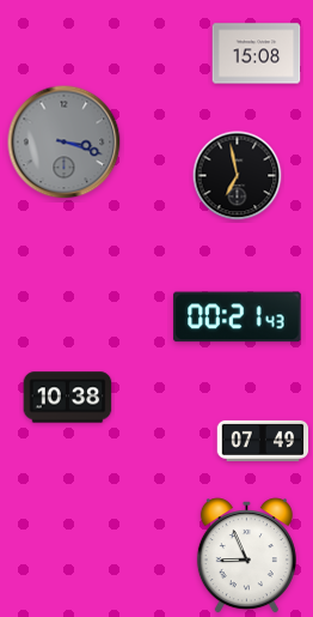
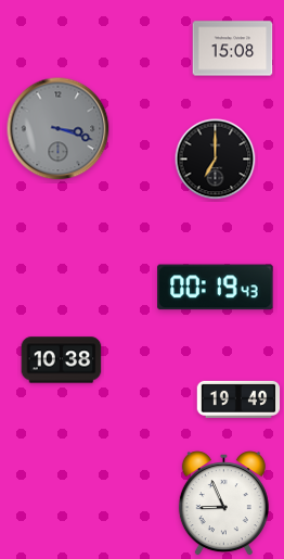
clock at (238, 176): 6:58 -> 7:00
clock at (238, 317): 00:21 -> 00:19
clock at (263, 441): 07:49 -> 19:49
